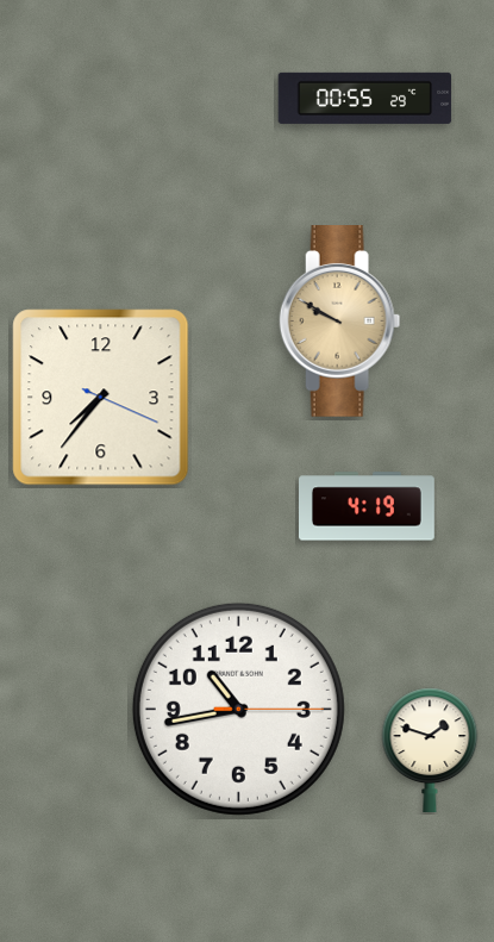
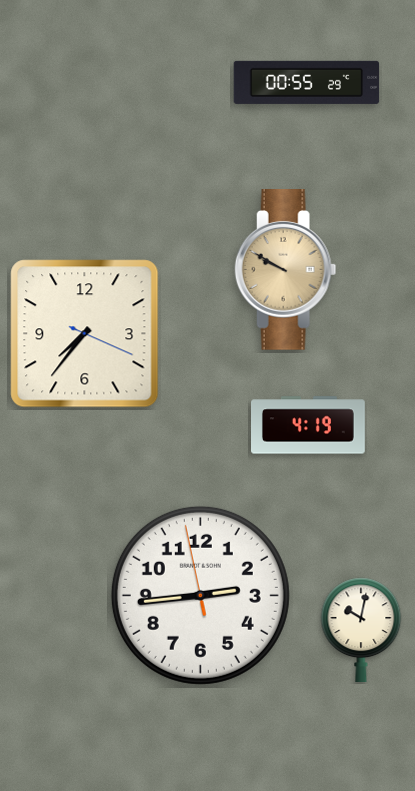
clock at (238, 709): 10:43 -> 2:43
clock at (430, 749): 1:48 -> 10:02
